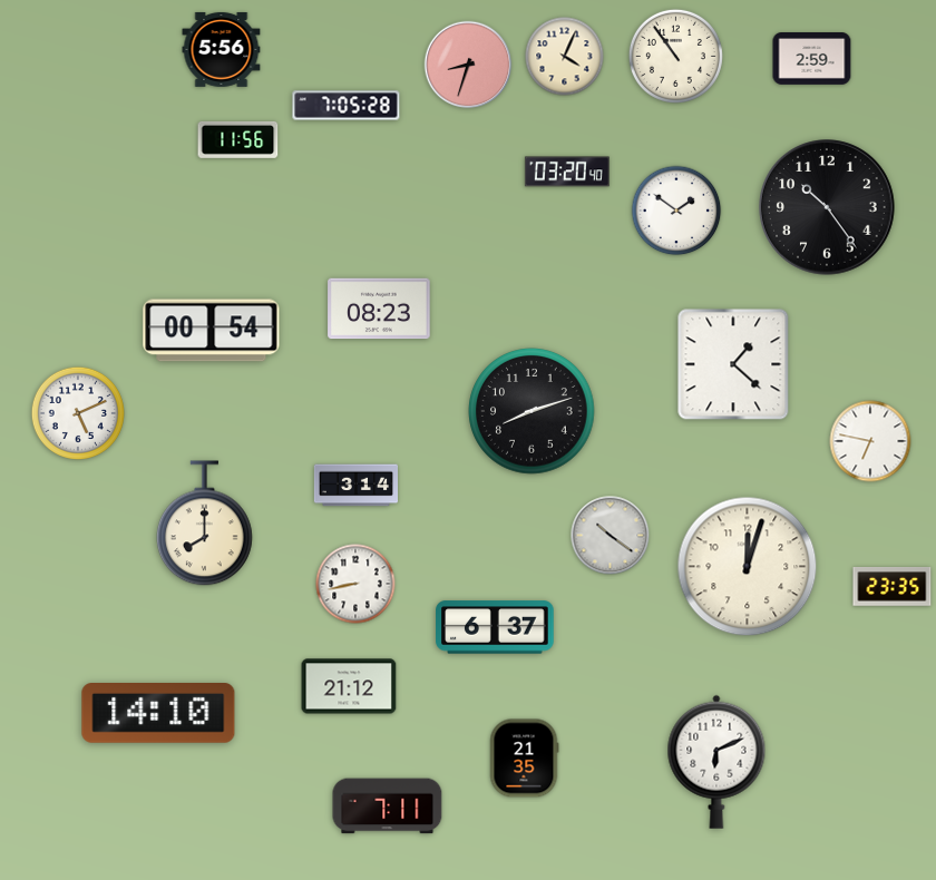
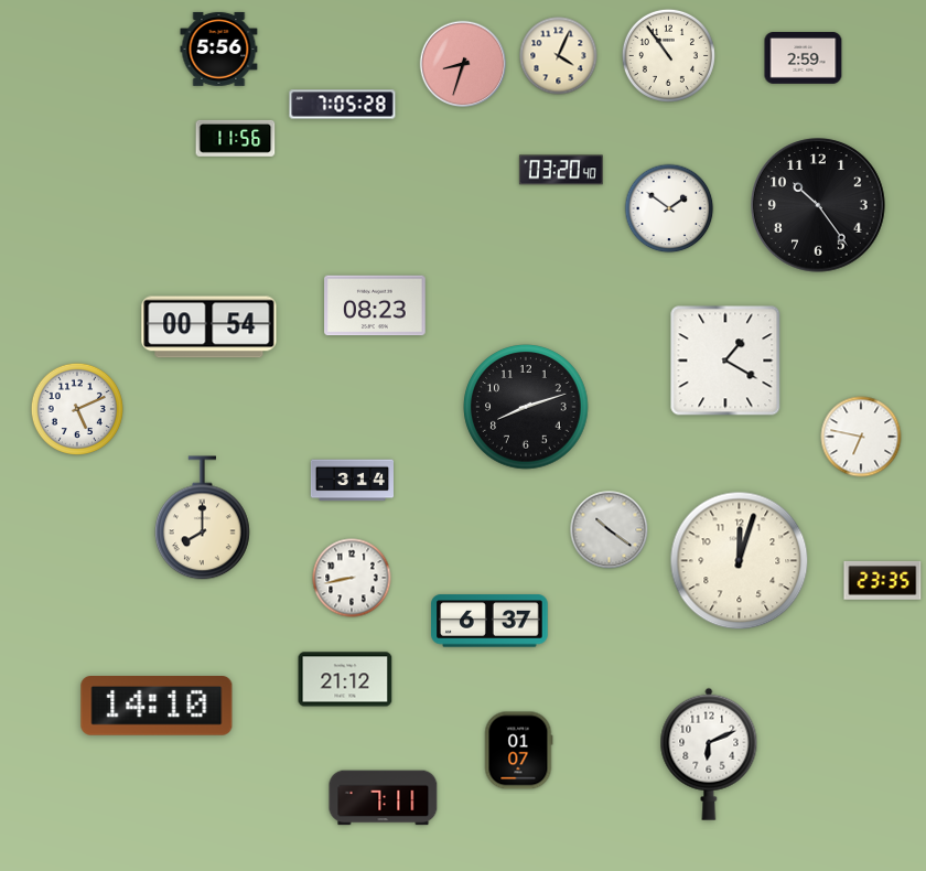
clock at (733, 364): 1:22 -> 1:20
clock at (611, 536) position: (611, 536) -> (610, 530)
clock at (524, 759): 21:35 -> 01:07
